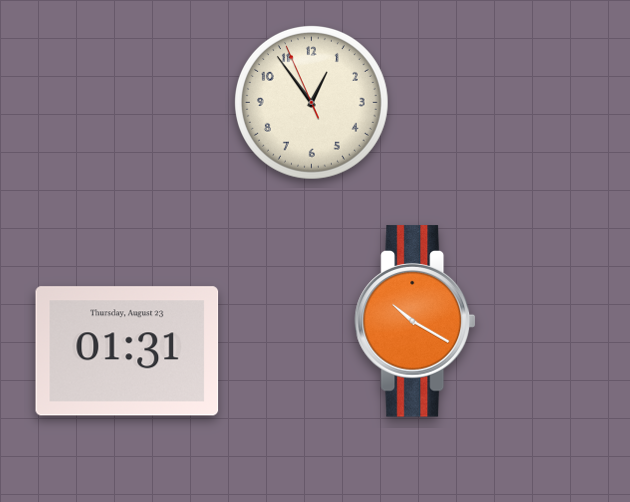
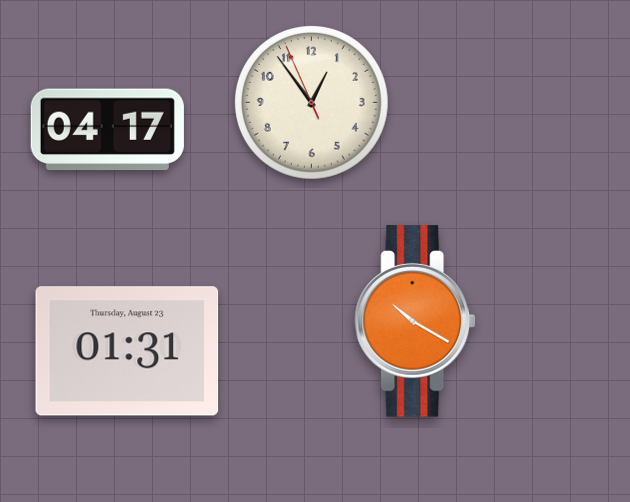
clock at (107, 130): none -> 04:17
